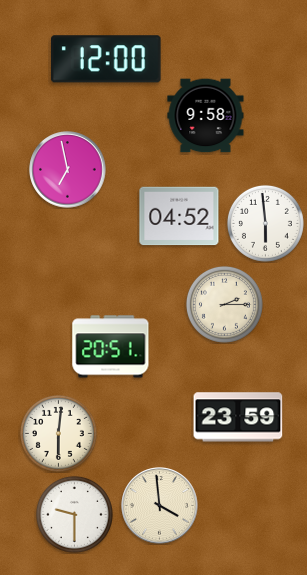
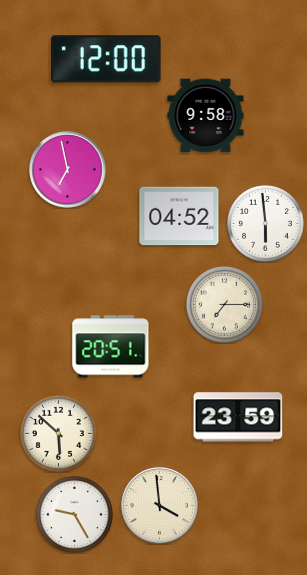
clock at (224, 304): 2:15 -> 7:15
clock at (58, 433): 6:01 -> 5:52
clock at (74, 514): 9:30 -> 9:25
